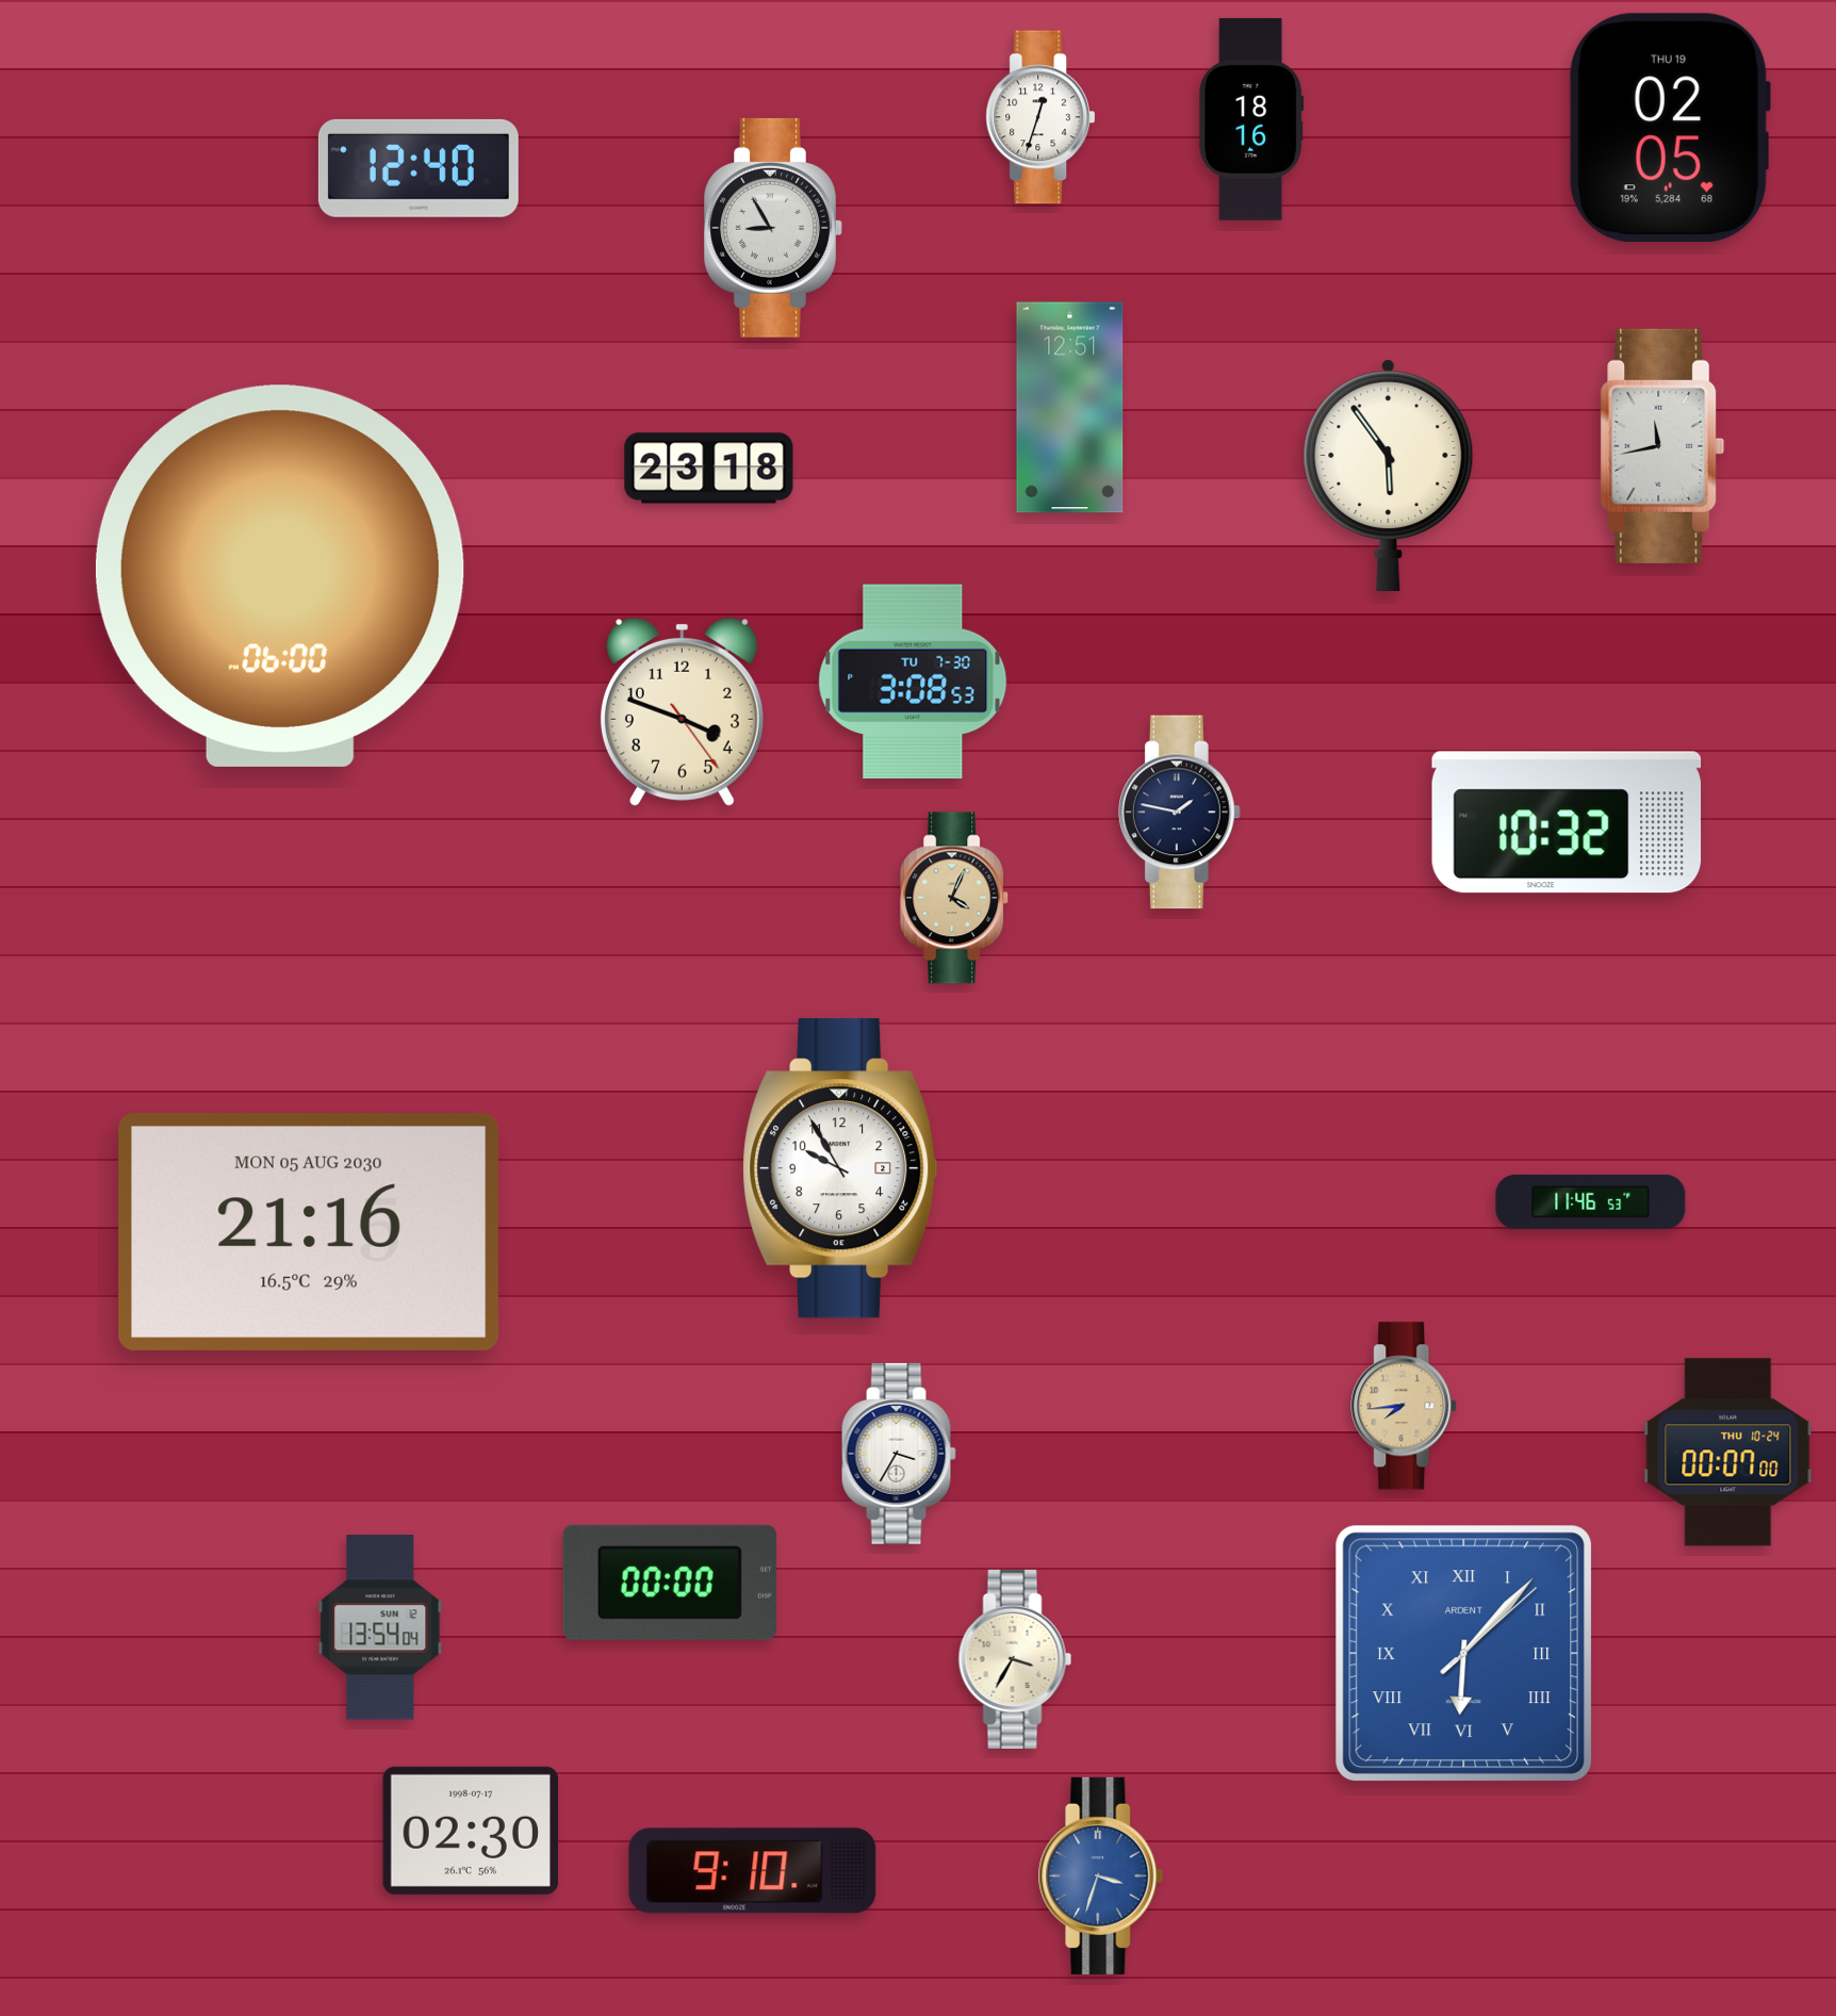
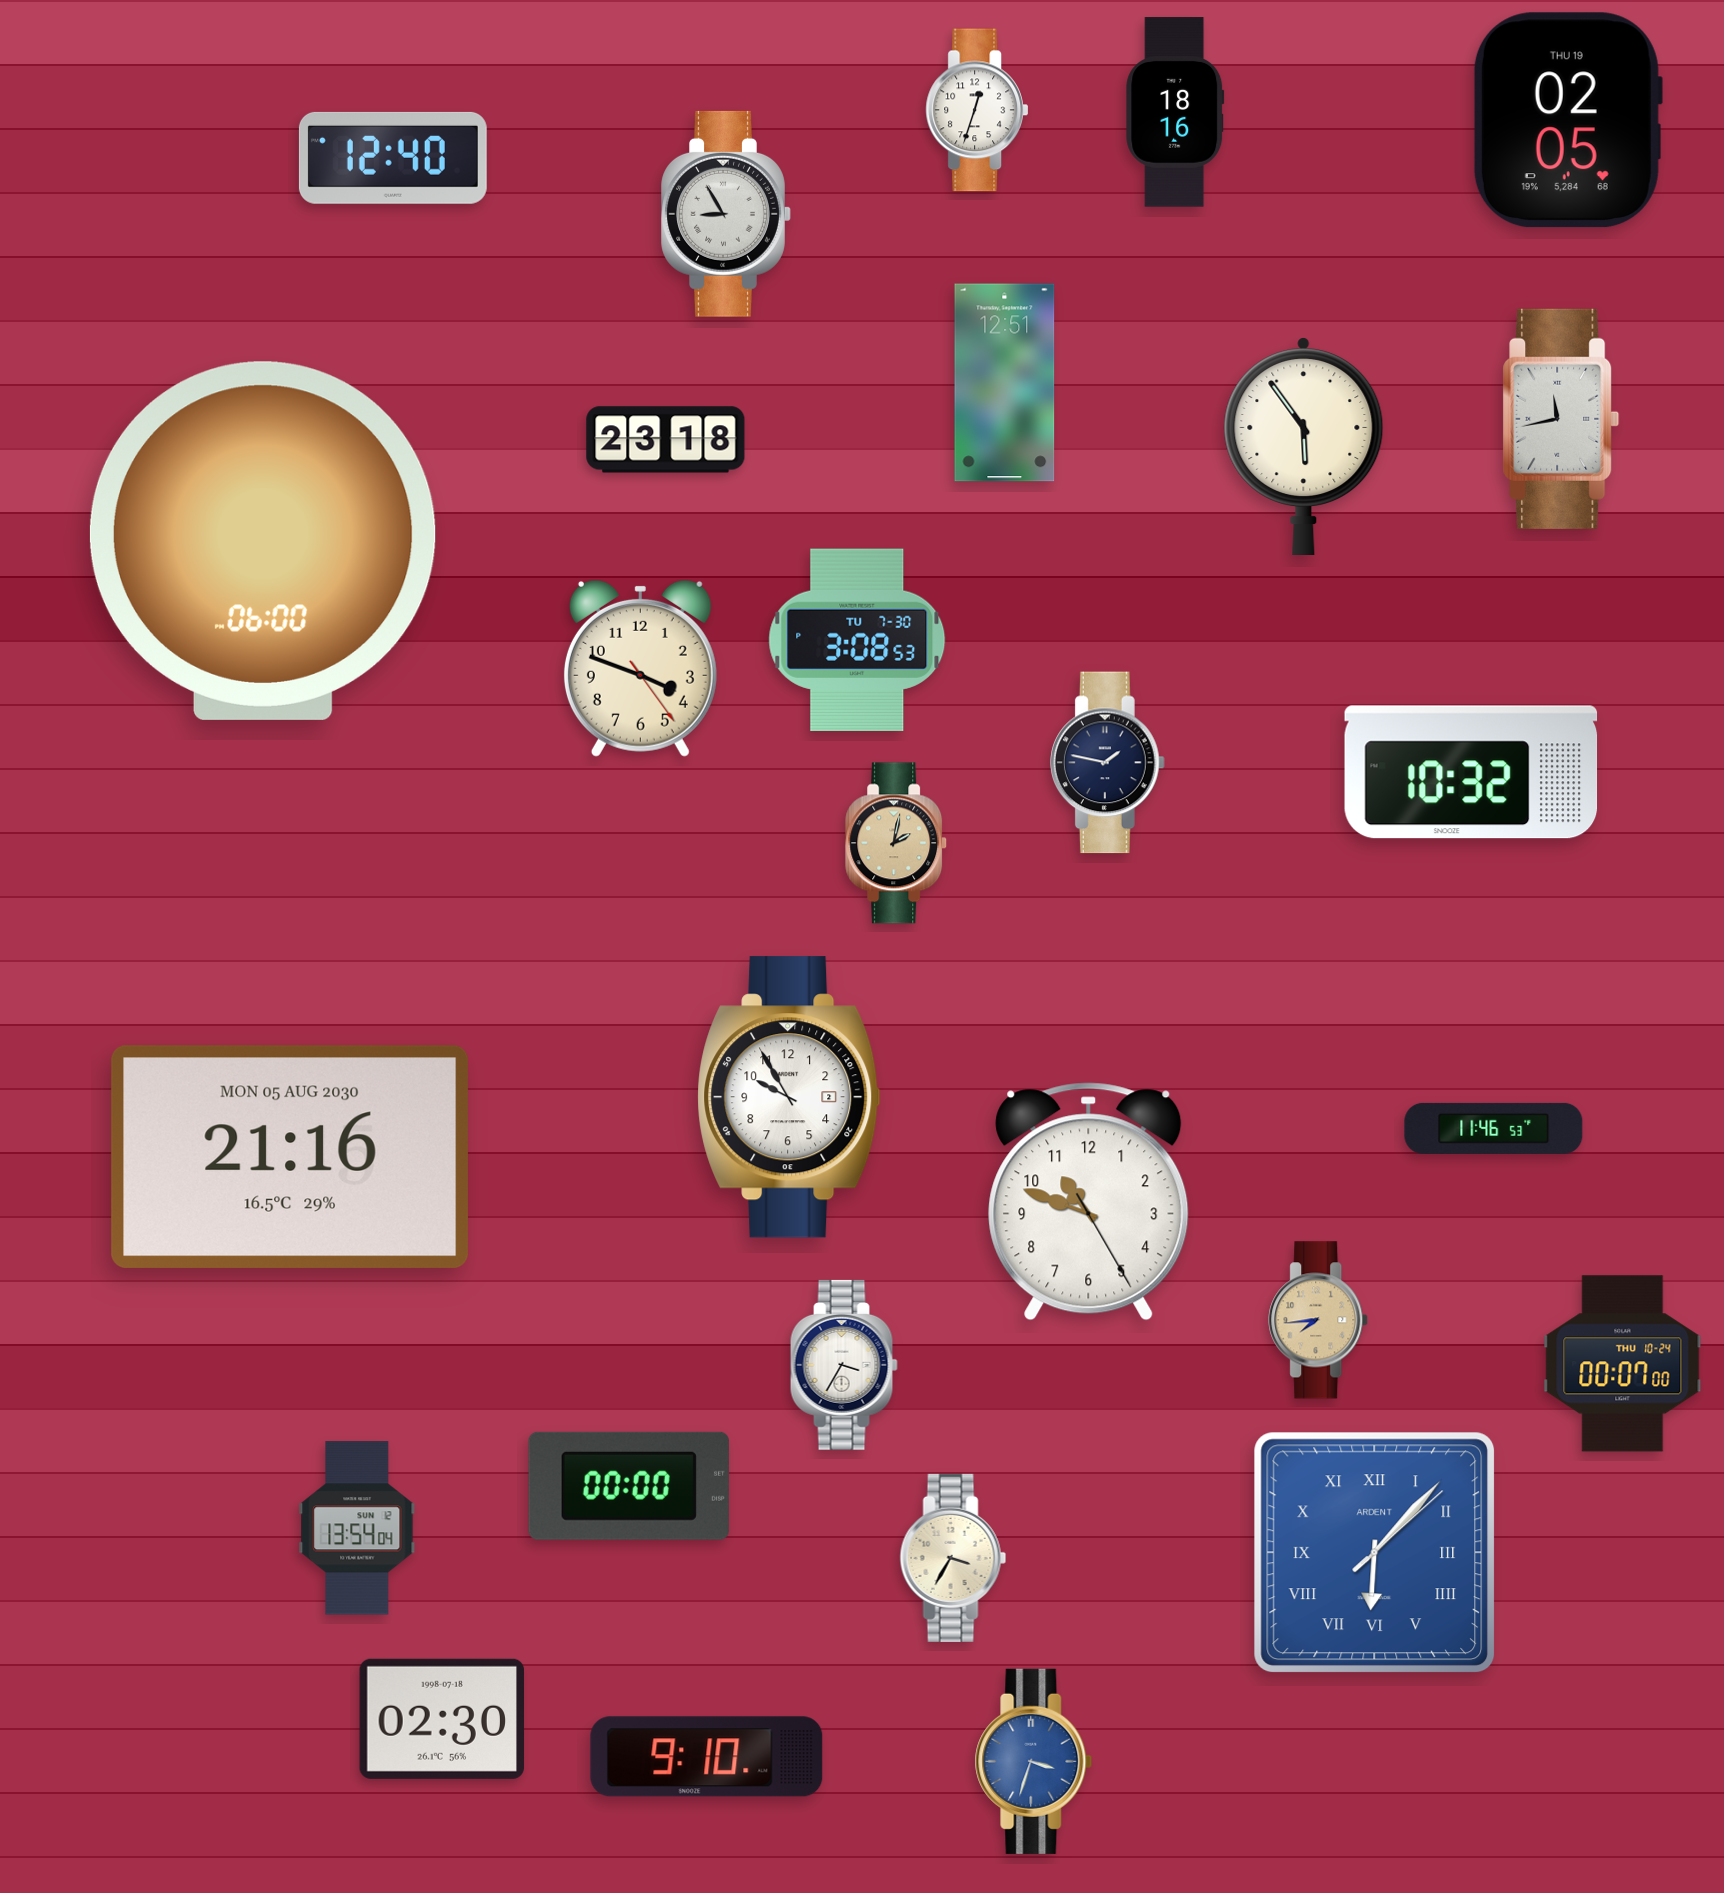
clock at (955, 898): 4:04 -> 2:02
clock at (1089, 1202): none -> 10:48
clock at (470, 1831) date: 1998-07-17 -> 1998-07-18
